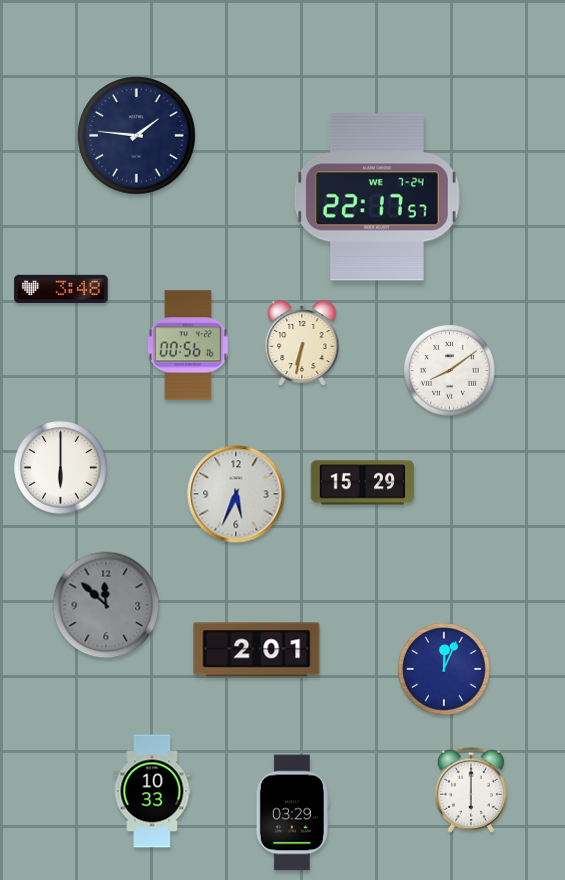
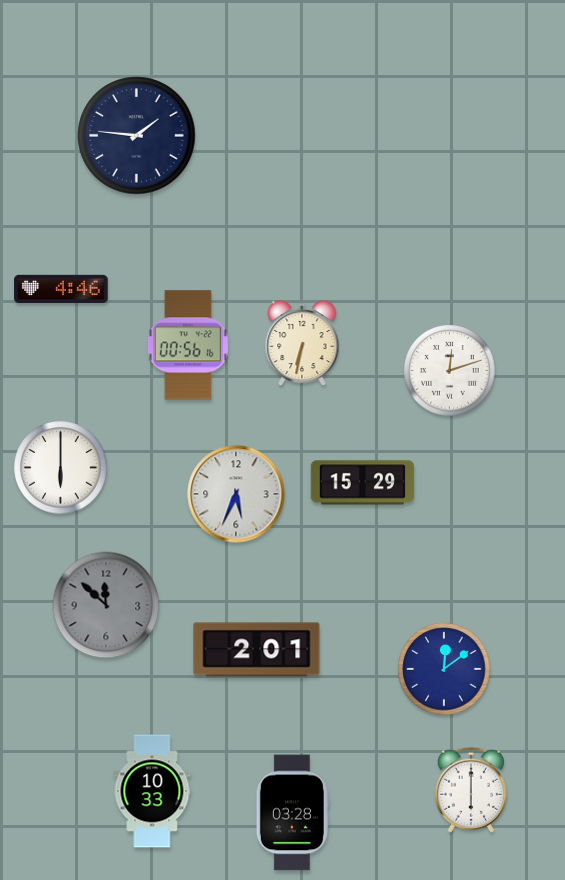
clock at (377, 197): 22:17 -> none
clock at (61, 288): 3:48 -> 4:46
clock at (450, 371): 8:09 -> 12:12
clock at (444, 669): 12:04 -> 12:09
clock at (292, 813): 03:29 -> 03:28
